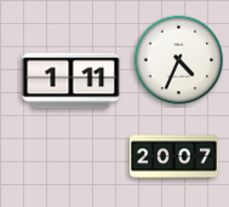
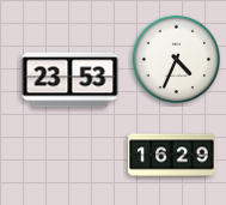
clock at (71, 81): 1:11 -> 23:53
clock at (174, 157): 20:07 -> 16:29
